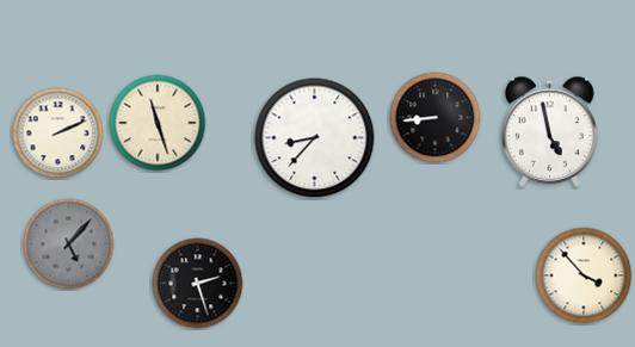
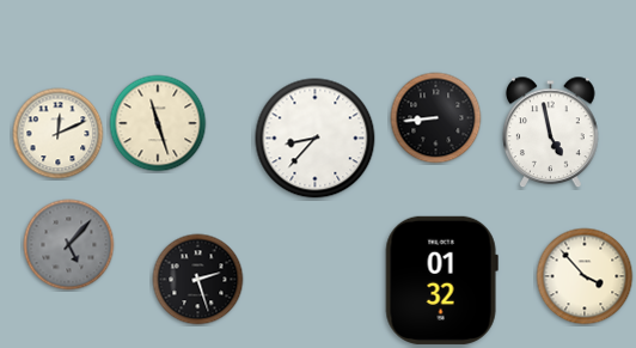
clock at (58, 134): 2:11 -> 12:11
clock at (441, 280): none -> 01:32
clock at (198, 284) position: (198, 284) -> (198, 280)
